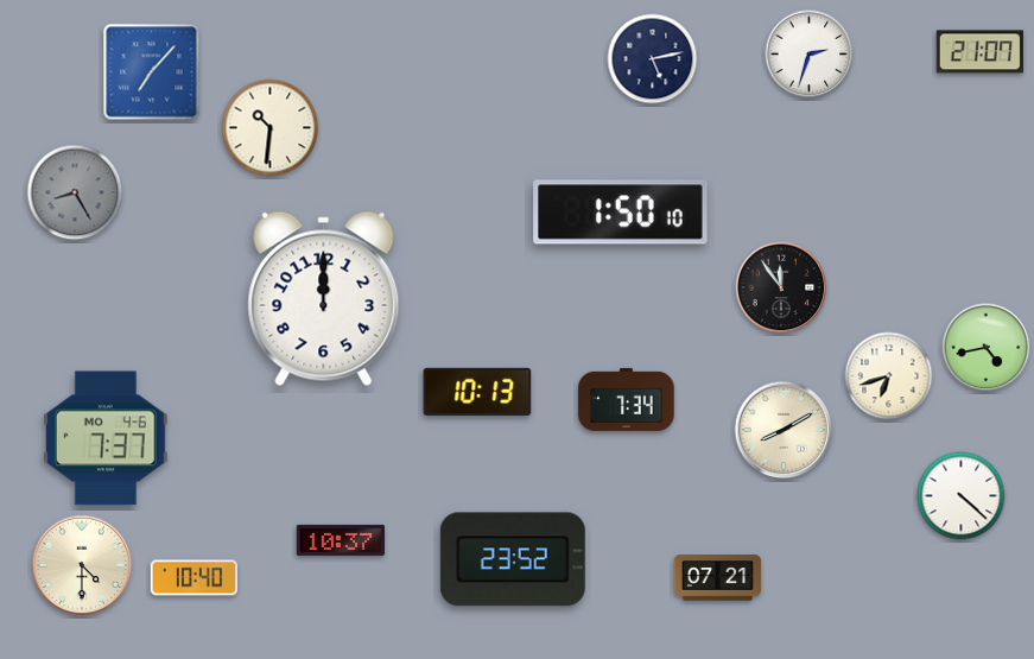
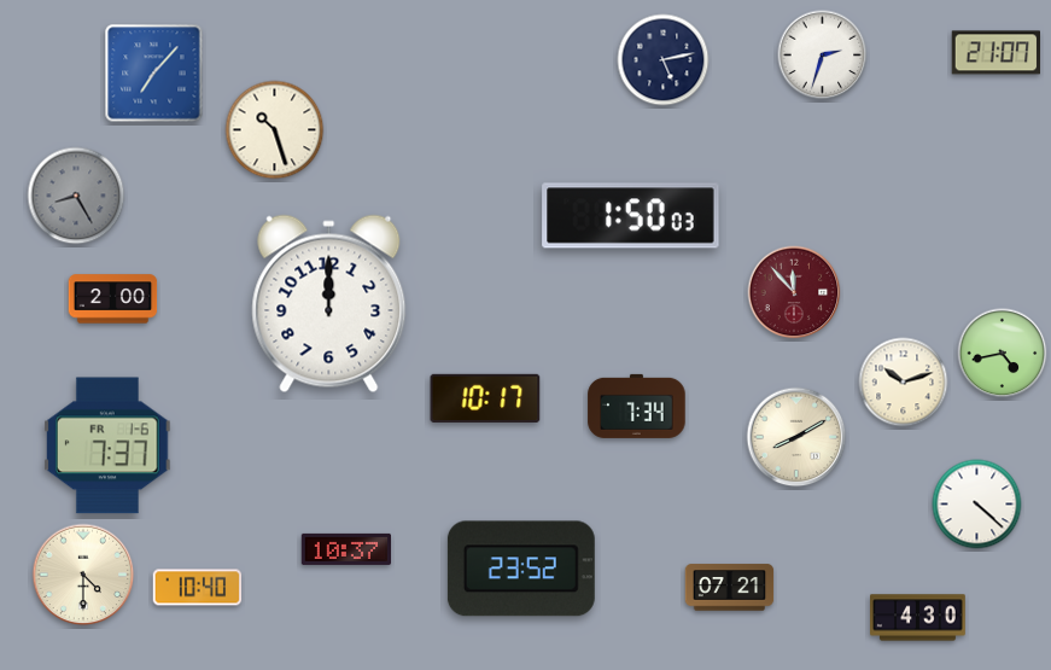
clock at (271, 128): 10:31 -> 10:27
clock at (621, 213): 1:50:10 -> 1:50:03
clock at (781, 287): 11:54 -> 11:53
clock at (781, 287) dial: black -> burgundy
clock at (113, 299): none -> 2:00
clock at (889, 376): 6:42 -> 10:12
clock at (477, 392): 10:13 -> 10:17
clock at (107, 438) date: MO 4-6 -> FR 1-6
clock at (918, 618): none -> 4:30
